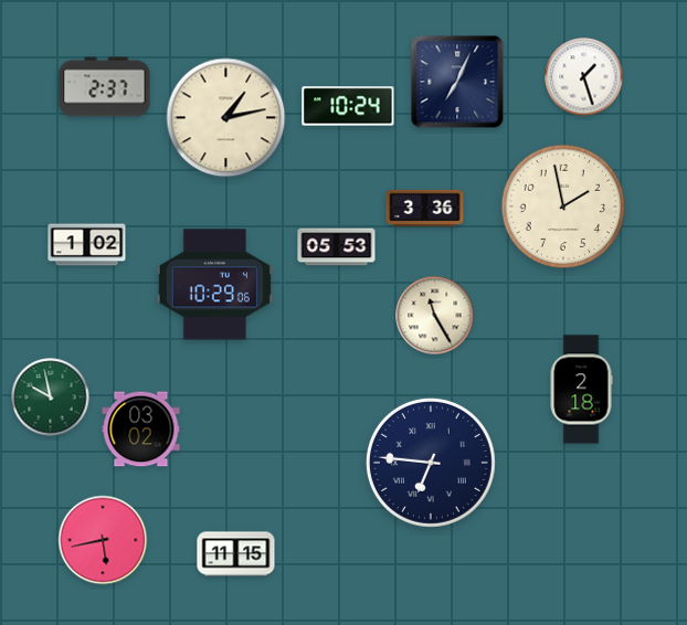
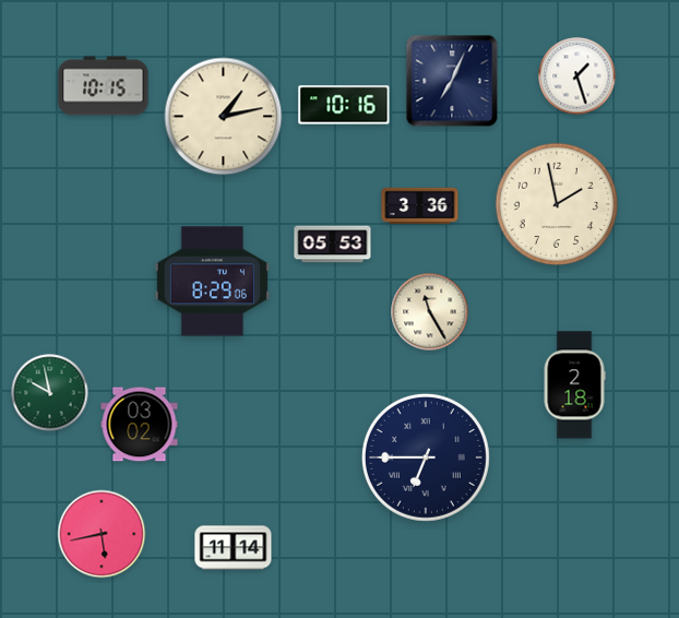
clock at (105, 87): 2:37 -> 10:15
clock at (348, 106): 10:24 -> 10:16
clock at (87, 245): 1:02 -> none
clock at (214, 285): 10:29 -> 8:29
clock at (431, 463): 6:46 -> 6:45
clock at (236, 554): 11:15 -> 11:14
